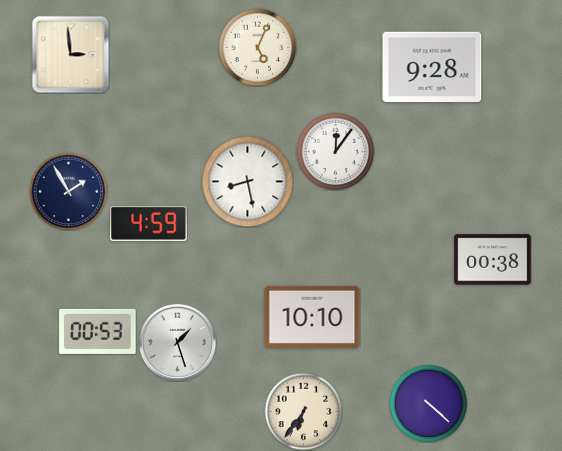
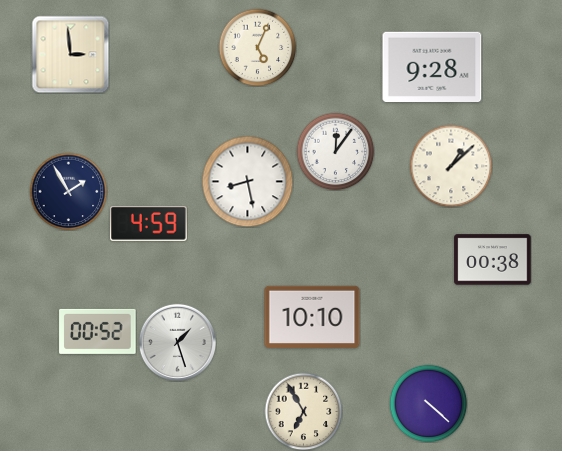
clock at (451, 166): none -> 1:08
clock at (98, 331): 00:53 -> 00:52
clock at (303, 411): 6:36 -> 6:55
